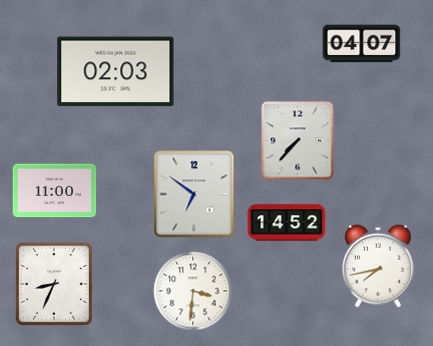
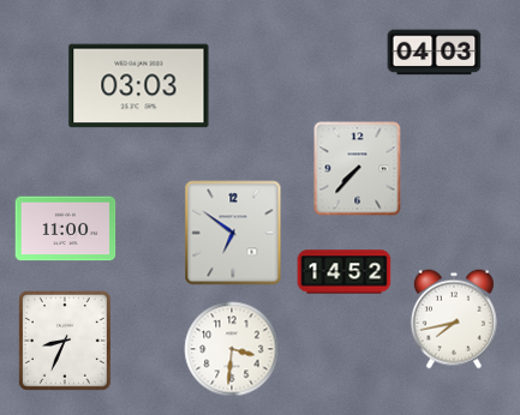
clock at (361, 44): 04:07 -> 04:03
clock at (116, 72): 02:03 -> 03:03
clock at (286, 223) position: (286, 223) -> (343, 272)
